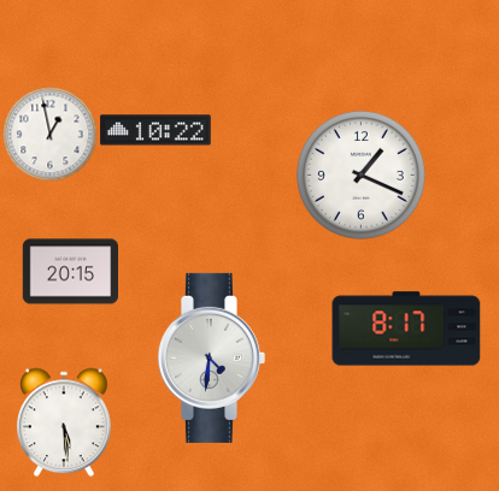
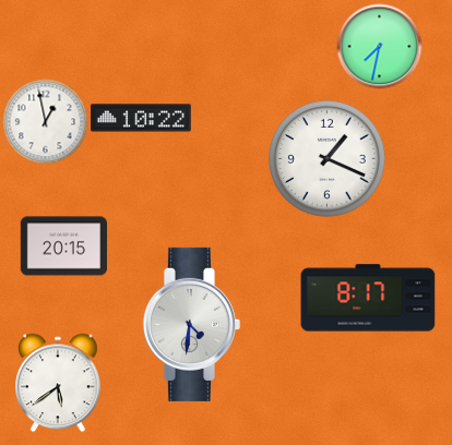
clock at (379, 46): none -> 7:32
clock at (65, 422): 5:29 -> 5:39
